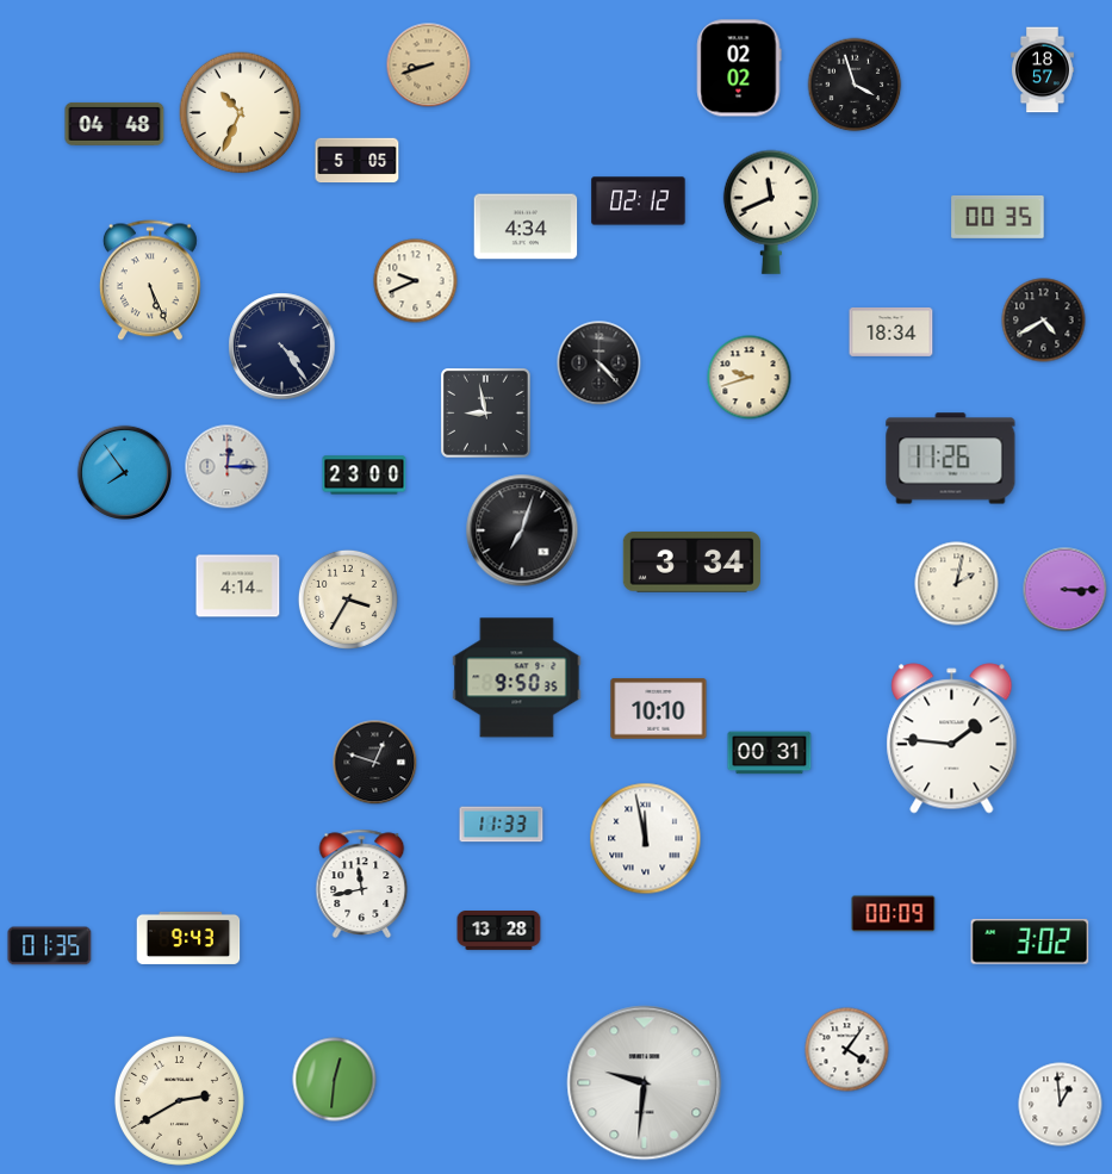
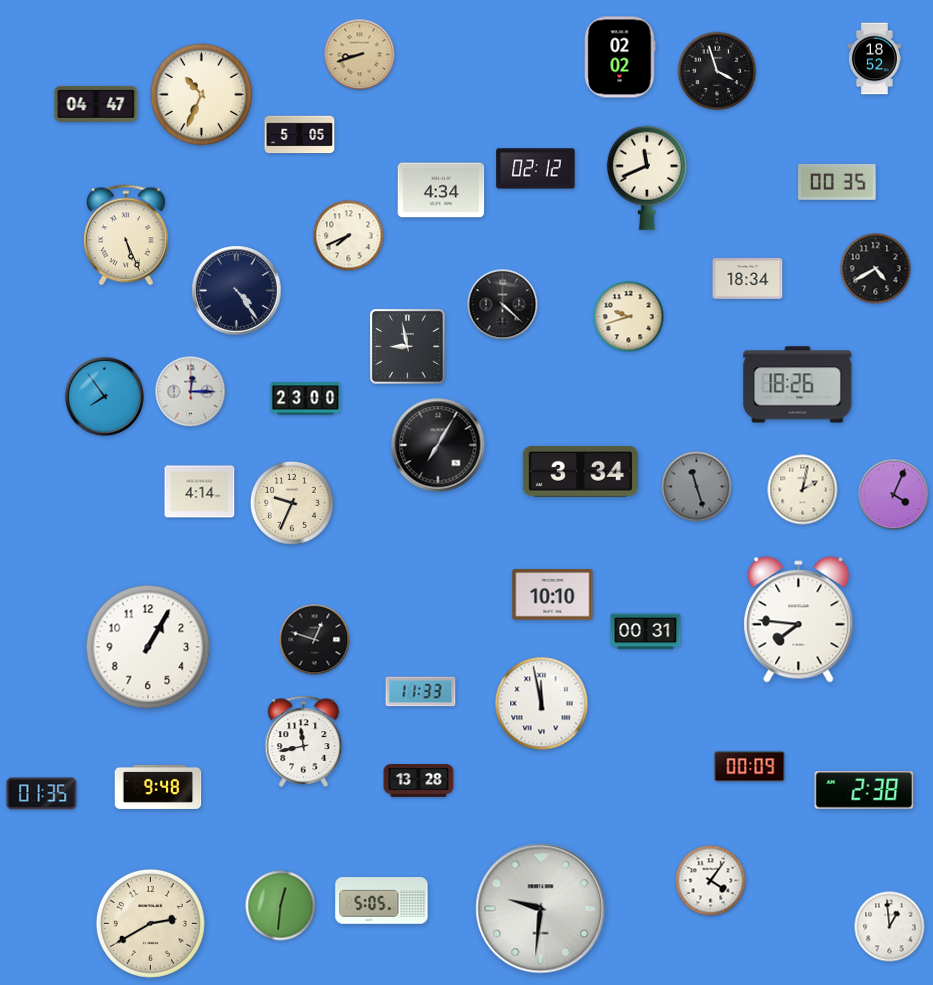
clock at (1042, 70): 18:57 -> 18:52
clock at (114, 124): 04:48 -> 04:47
clock at (416, 281): 9:41 -> 7:41
clock at (600, 364): 4:23 -> 4:22
clock at (951, 459): 11:26 -> 18:26
clock at (522, 530): 7:03 -> 7:05
clock at (697, 487): none -> 11:27
clock at (1066, 590): 3:15 -> 4:04
clock at (348, 600): 3:35 -> 9:34
clock at (517, 678): 9:50 -> none
clock at (952, 739): 1:46 -> 7:46
clock at (148, 647): none -> 1:05
clock at (188, 938): 9:43 -> 9:48
clock at (1030, 942): 3:02 -> 2:38
clock at (382, 901): none -> 5:05
